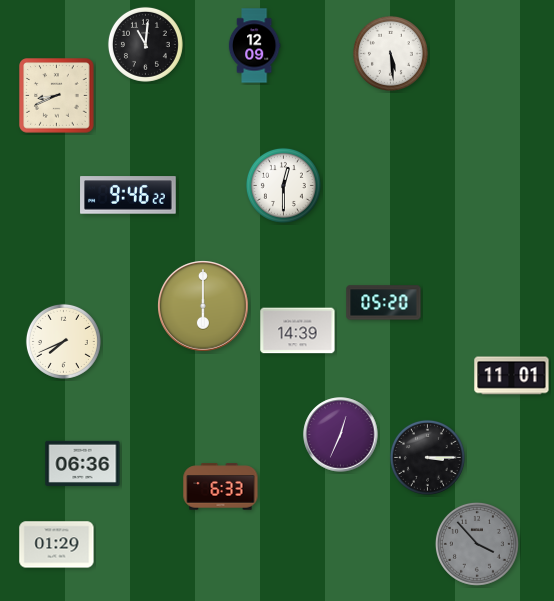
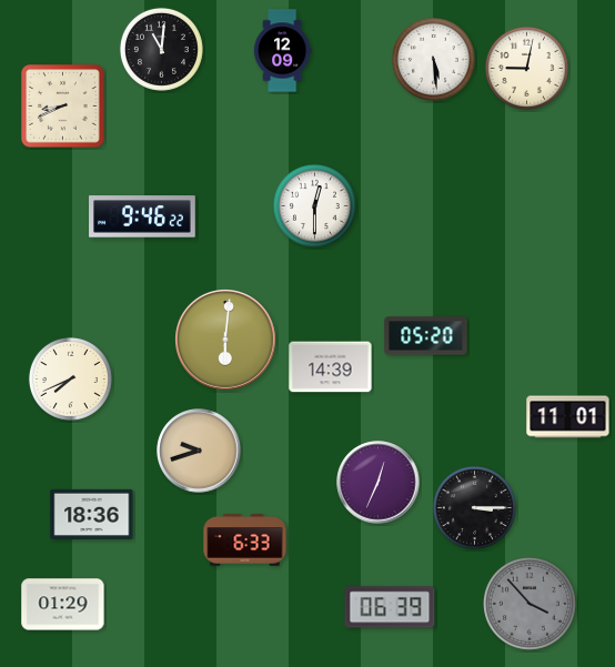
clock at (526, 68): none -> 9:02
clock at (204, 307): 6:00 -> 6:01
clock at (199, 451): none -> 9:42
clock at (83, 463): 06:36 -> 18:36
clock at (390, 607): none -> 06:39
